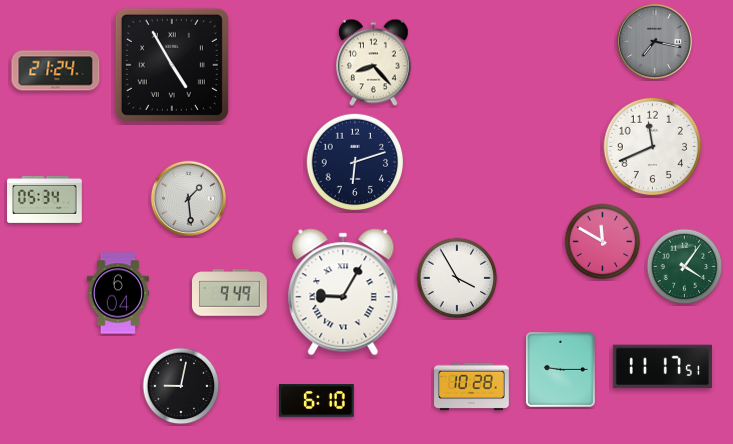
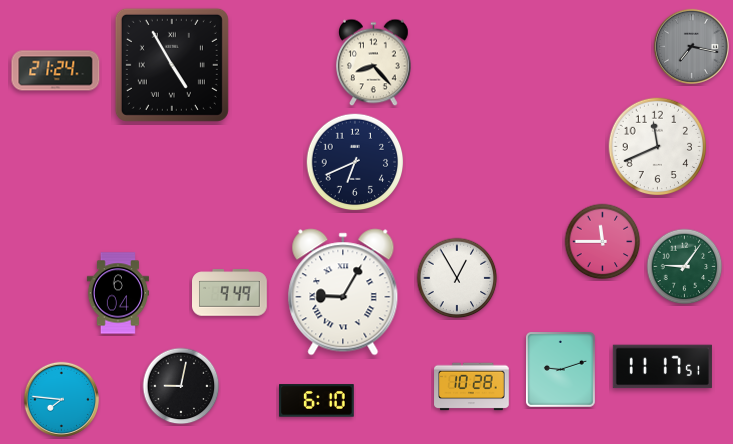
clock at (654, 41) position: (654, 41) -> (691, 46)
clock at (653, 147) position: (653, 147) -> (658, 147)
clock at (355, 162): 6:12 -> 6:41
clock at (188, 198): 1:29 -> none
clock at (45, 199): 05:34 -> none
clock at (603, 242): 11:50 -> 11:45
clock at (685, 267): 4:06 -> 9:06
clock at (457, 278): 3:55 -> 12:55
clock at (561, 370): 9:15 -> 9:12
clock at (61, 399): none -> 7:46
